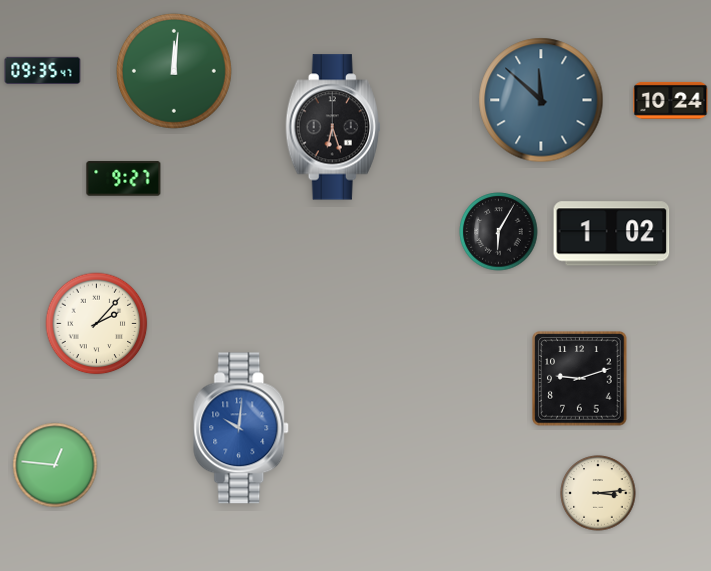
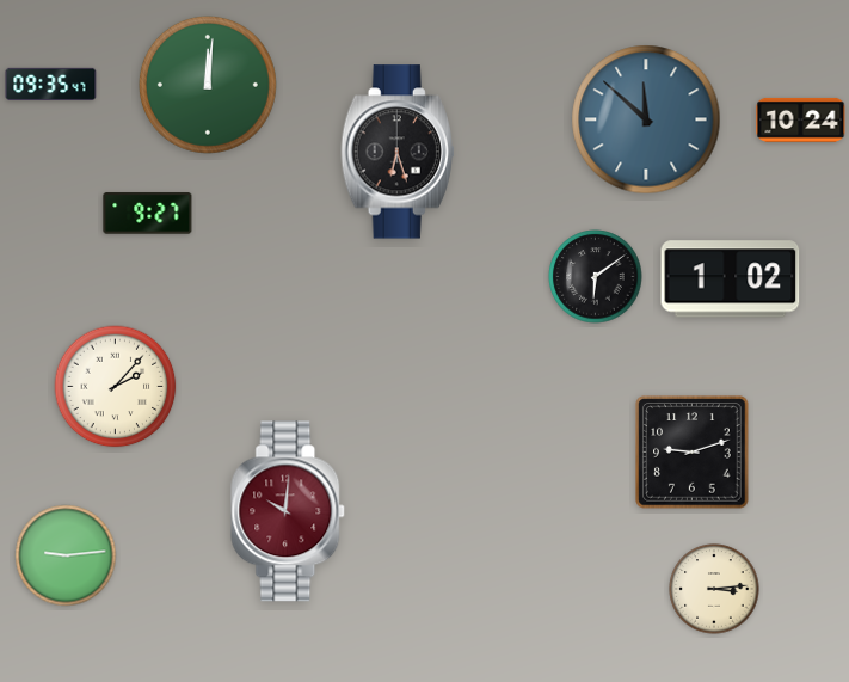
clock at (499, 232): 6:05 -> 6:09
clock at (242, 428) dial: blue -> burgundy
clock at (55, 465): 12:46 -> 9:14
